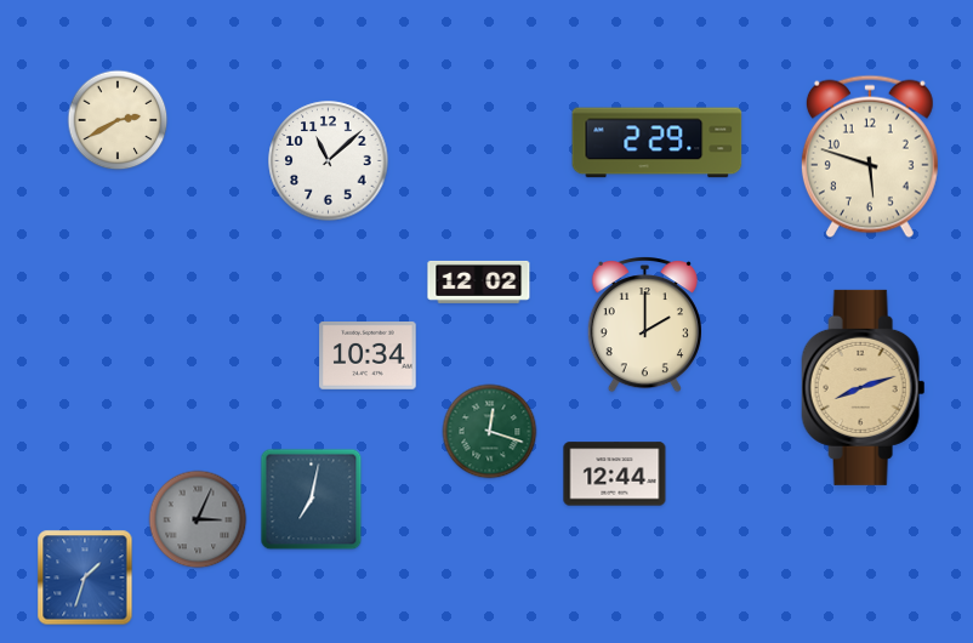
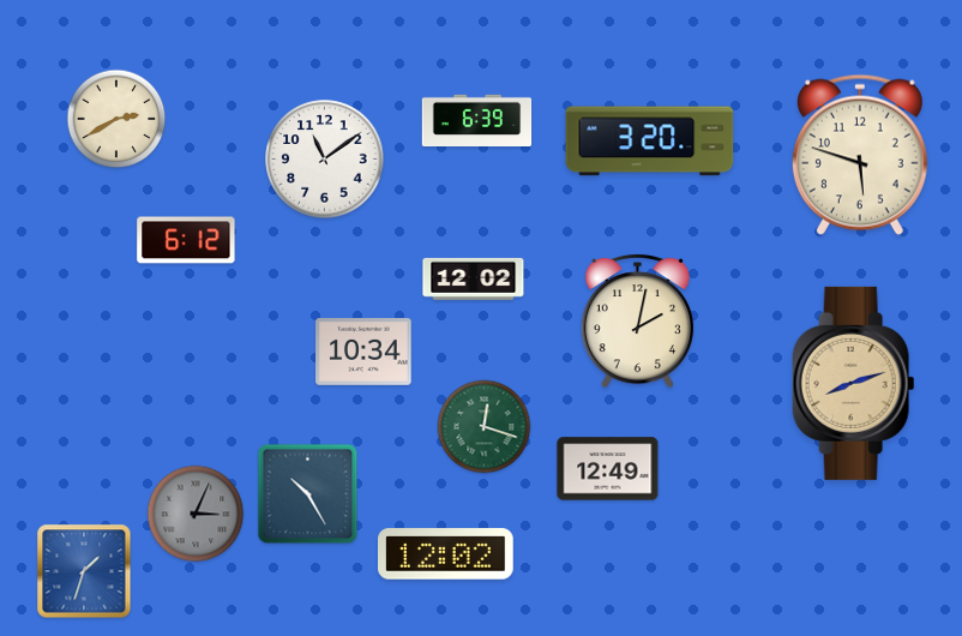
clock at (477, 120): none -> 6:39
clock at (658, 143): 2:29 -> 3:20
clock at (329, 161): 11:08 -> 11:09
clock at (186, 240): none -> 6:12
clock at (644, 325): 2:00 -> 2:02
clock at (615, 474): 12:44 -> 12:49
clock at (312, 500): 7:02 -> 10:25
clock at (446, 554): none -> 12:02
